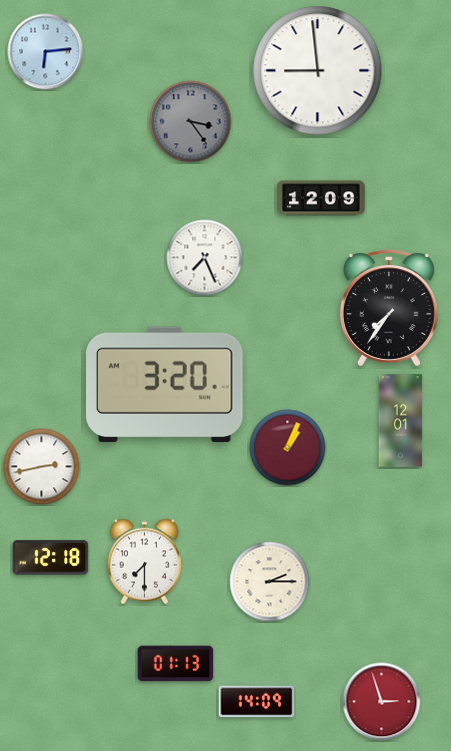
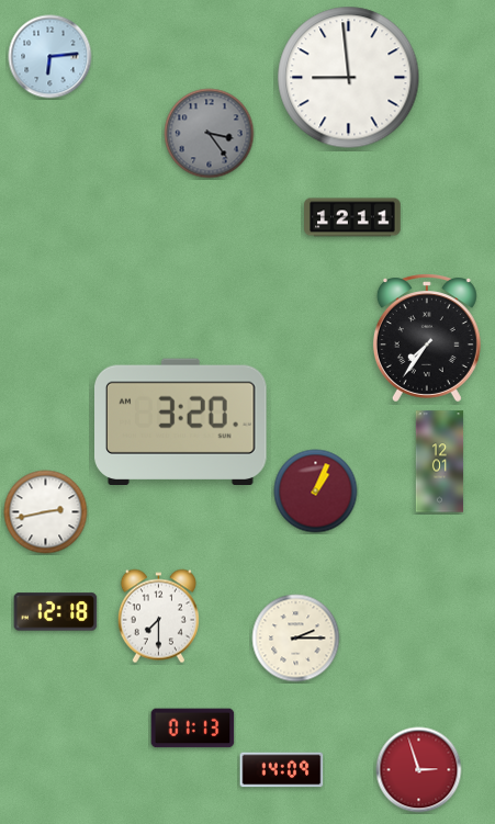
clock at (321, 198): 12:09 -> 12:11
clock at (205, 258): 7:26 -> none
